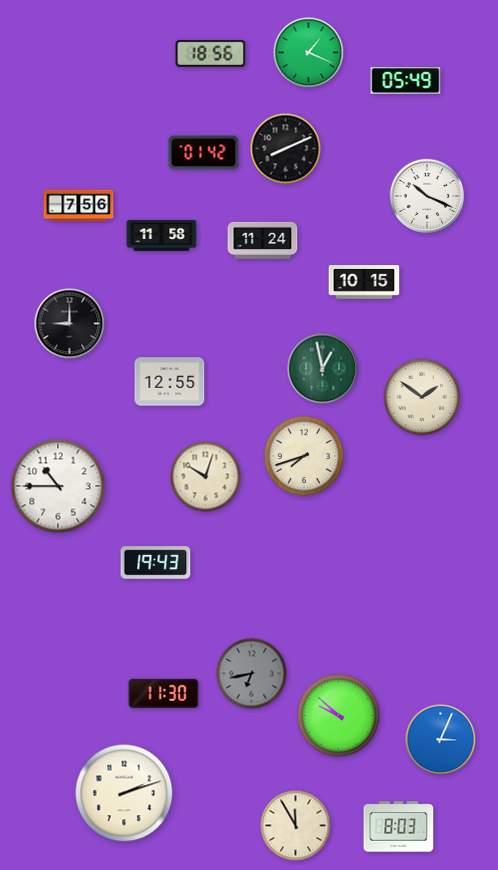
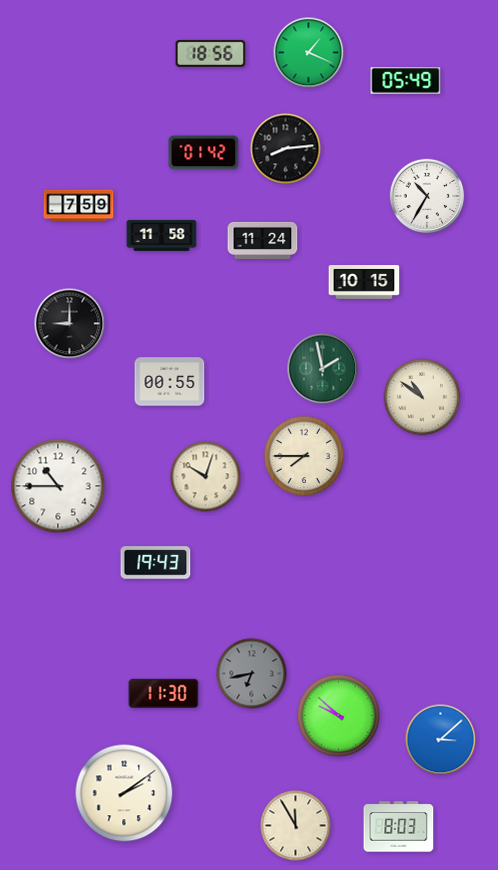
clock at (286, 149): 8:11 -> 8:14
clock at (427, 196): 10:19 -> 10:35
clock at (79, 206): 7:56 -> 7:59
clock at (323, 369): 12:58 -> 1:58
clock at (170, 382): 12:55 -> 00:55
clock at (422, 397): 1:51 -> 10:51
clock at (303, 455): 7:42 -> 7:45
clock at (441, 740): 3:04 -> 3:08
clock at (124, 793): 2:12 -> 2:09
